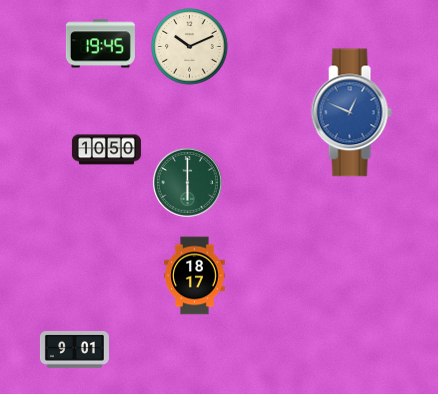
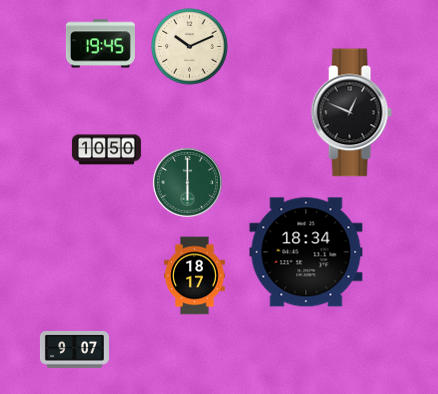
clock at (351, 113) dial: blue -> black
clock at (306, 252): none -> 18:34
clock at (74, 350): 9:01 -> 9:07
